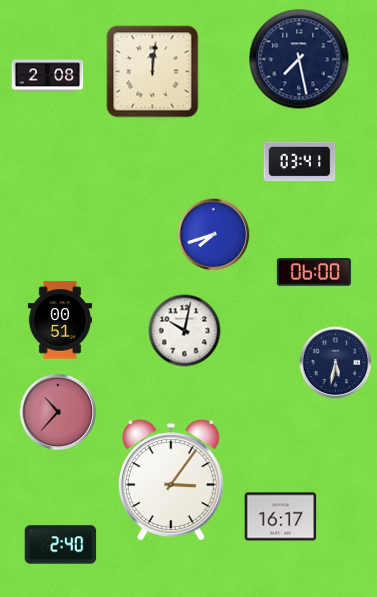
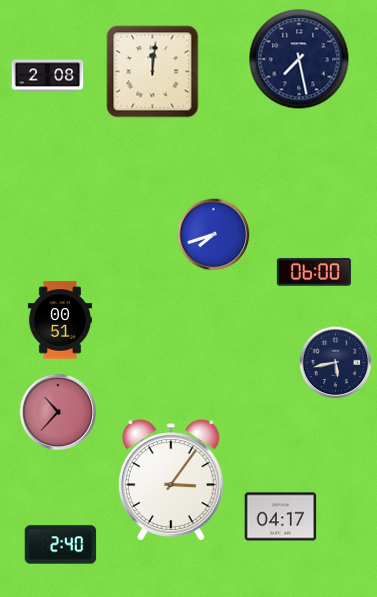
clock at (300, 162): 03:41 -> none
clock at (185, 331): 10:02 -> none
clock at (336, 363): 5:32 -> 5:43
clock at (281, 517): 16:17 -> 04:17
